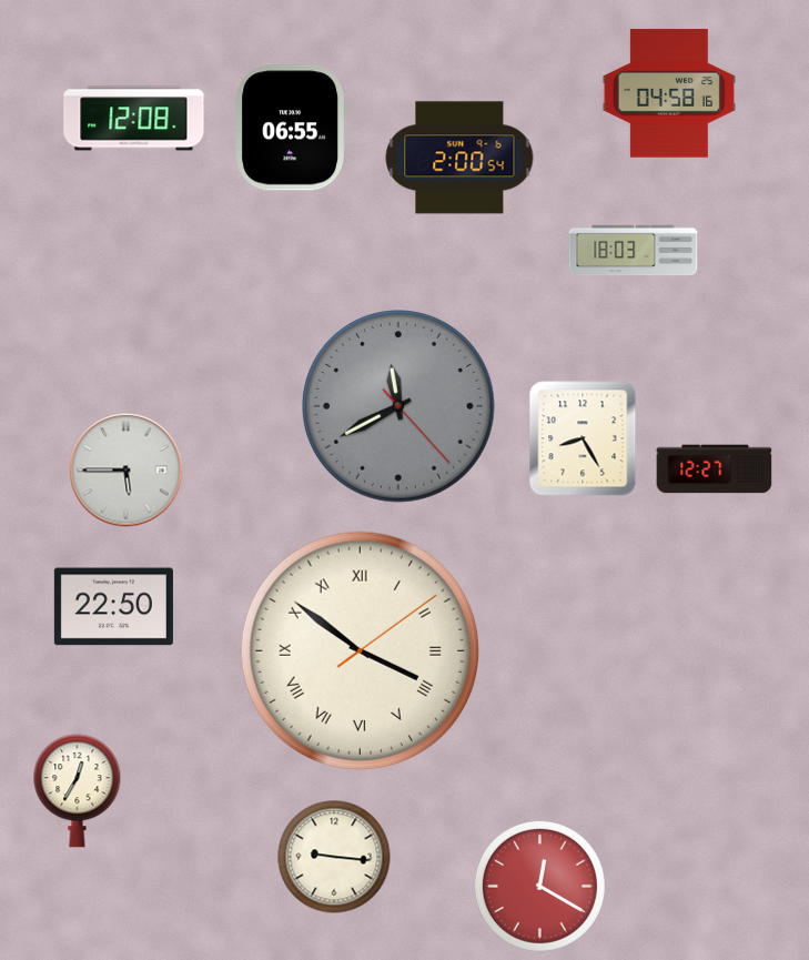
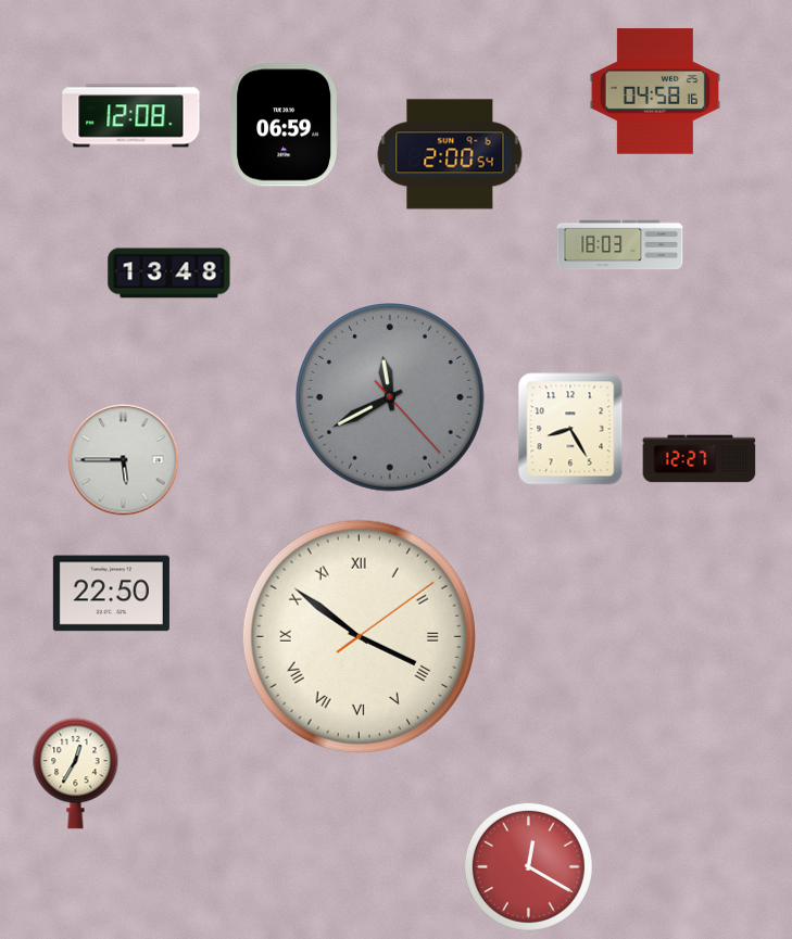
clock at (291, 128): 06:55 -> 06:59
clock at (169, 274): none -> 13:48
clock at (360, 650) position: (360, 650) -> (359, 636)
clock at (334, 857): 9:16 -> none
